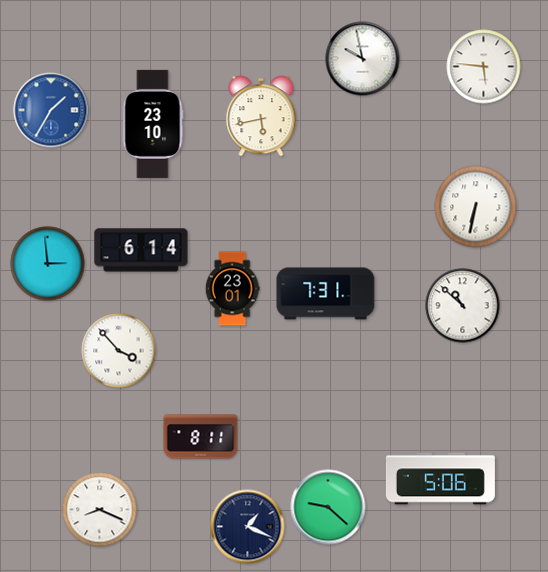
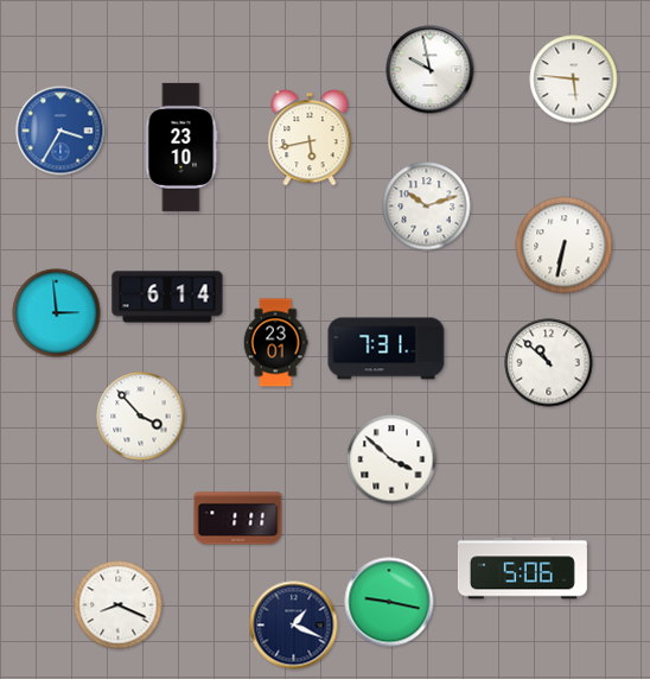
clock at (51, 110): 1:35 -> 3:35
clock at (427, 207): none -> 10:12
clock at (391, 459): none -> 3:52
clock at (201, 437): 8:11 -> 1:11
clock at (328, 507): 9:22 -> 9:17
